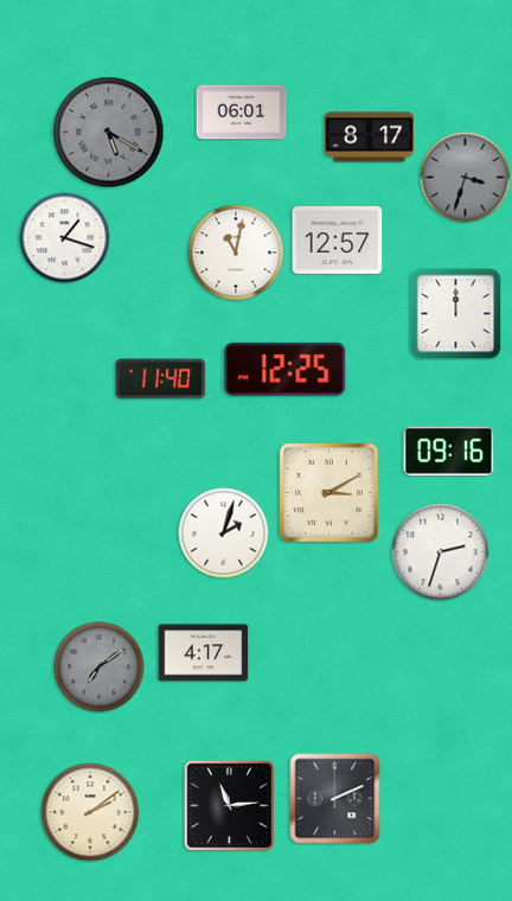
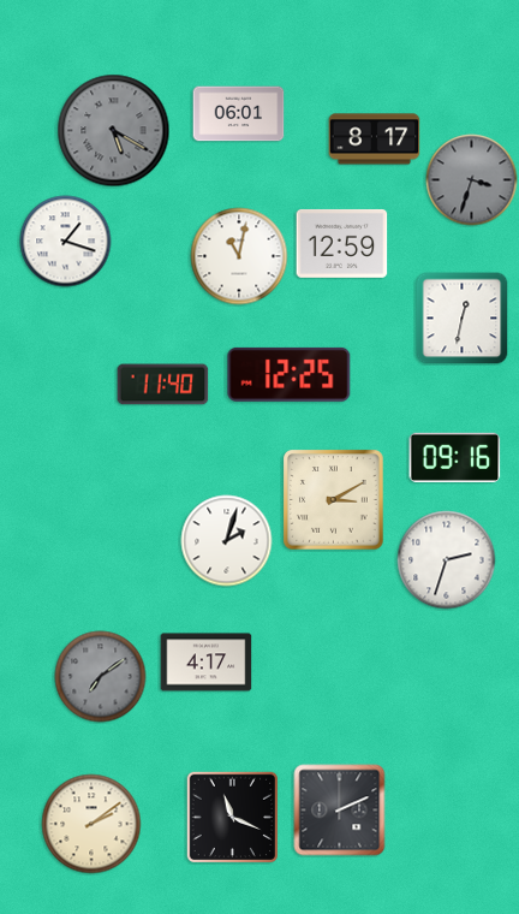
clock at (242, 113) position: (242, 113) -> (239, 114)
clock at (109, 133) position: (109, 133) -> (114, 131)
clock at (338, 239): 12:57 -> 12:59
clock at (456, 314): 12:00 -> 12:32
clock at (229, 805): 11:14 -> 11:19
